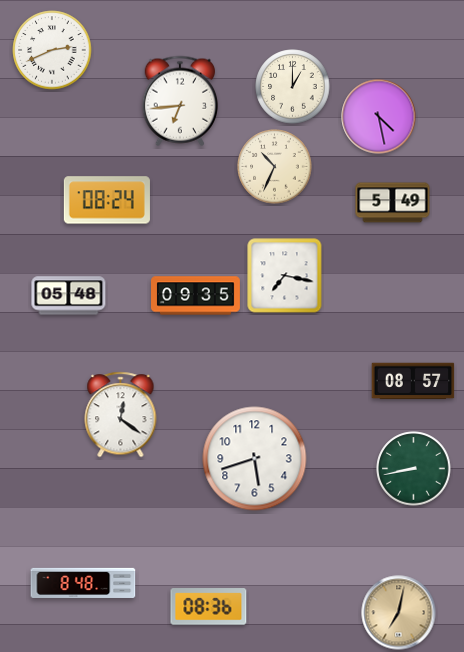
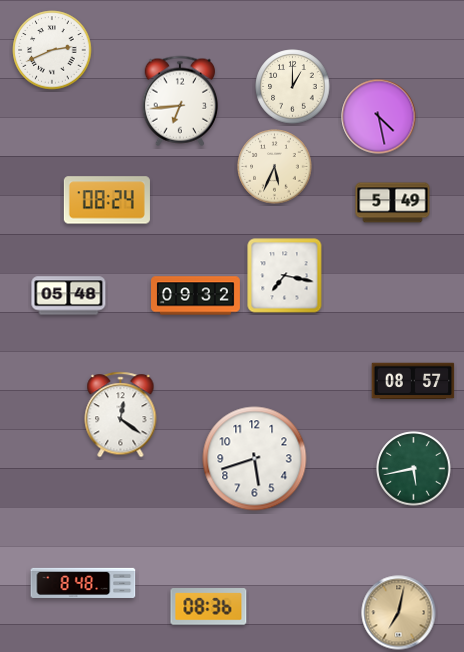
clock at (275, 167): 10:34 -> 5:34
clock at (196, 296): 09:35 -> 09:32
clock at (414, 469): 8:43 -> 5:43
